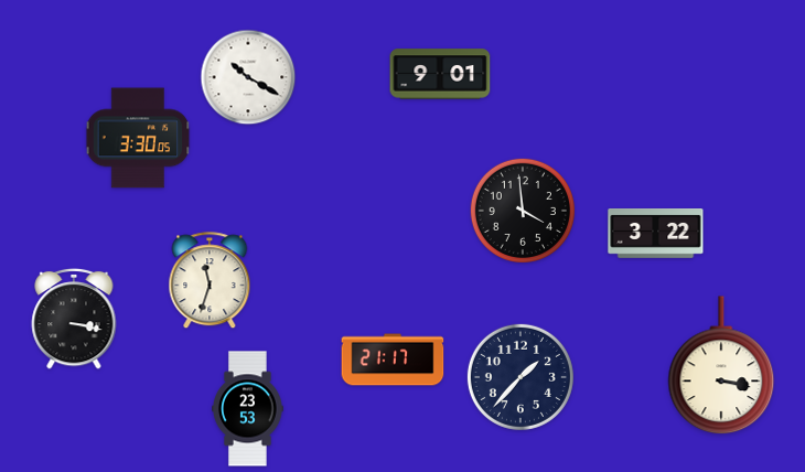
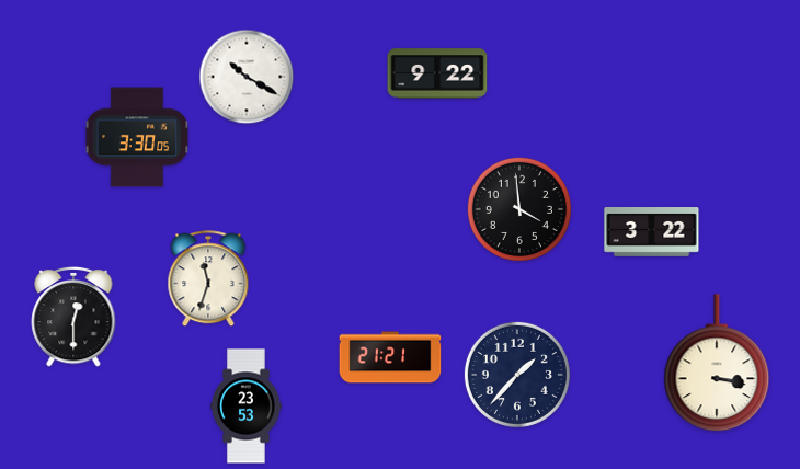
clock at (440, 74): 9:01 -> 9:22
clock at (74, 319): 3:17 -> 12:30
clock at (393, 360): 21:17 -> 21:21
